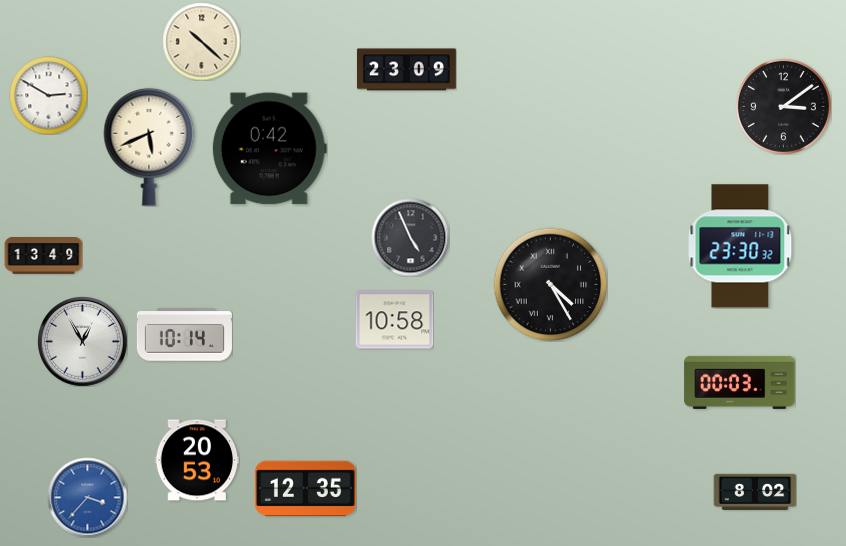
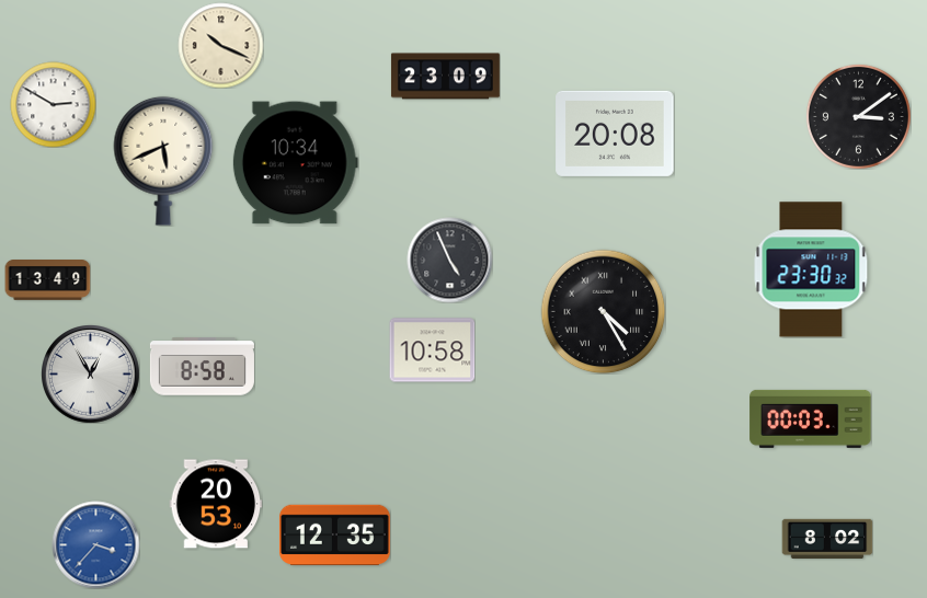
clock at (201, 41): 10:22 -> 10:19
clock at (615, 134): none -> 20:08
clock at (269, 149): 0:42 -> 10:34
clock at (184, 335): 10:14 -> 8:58
